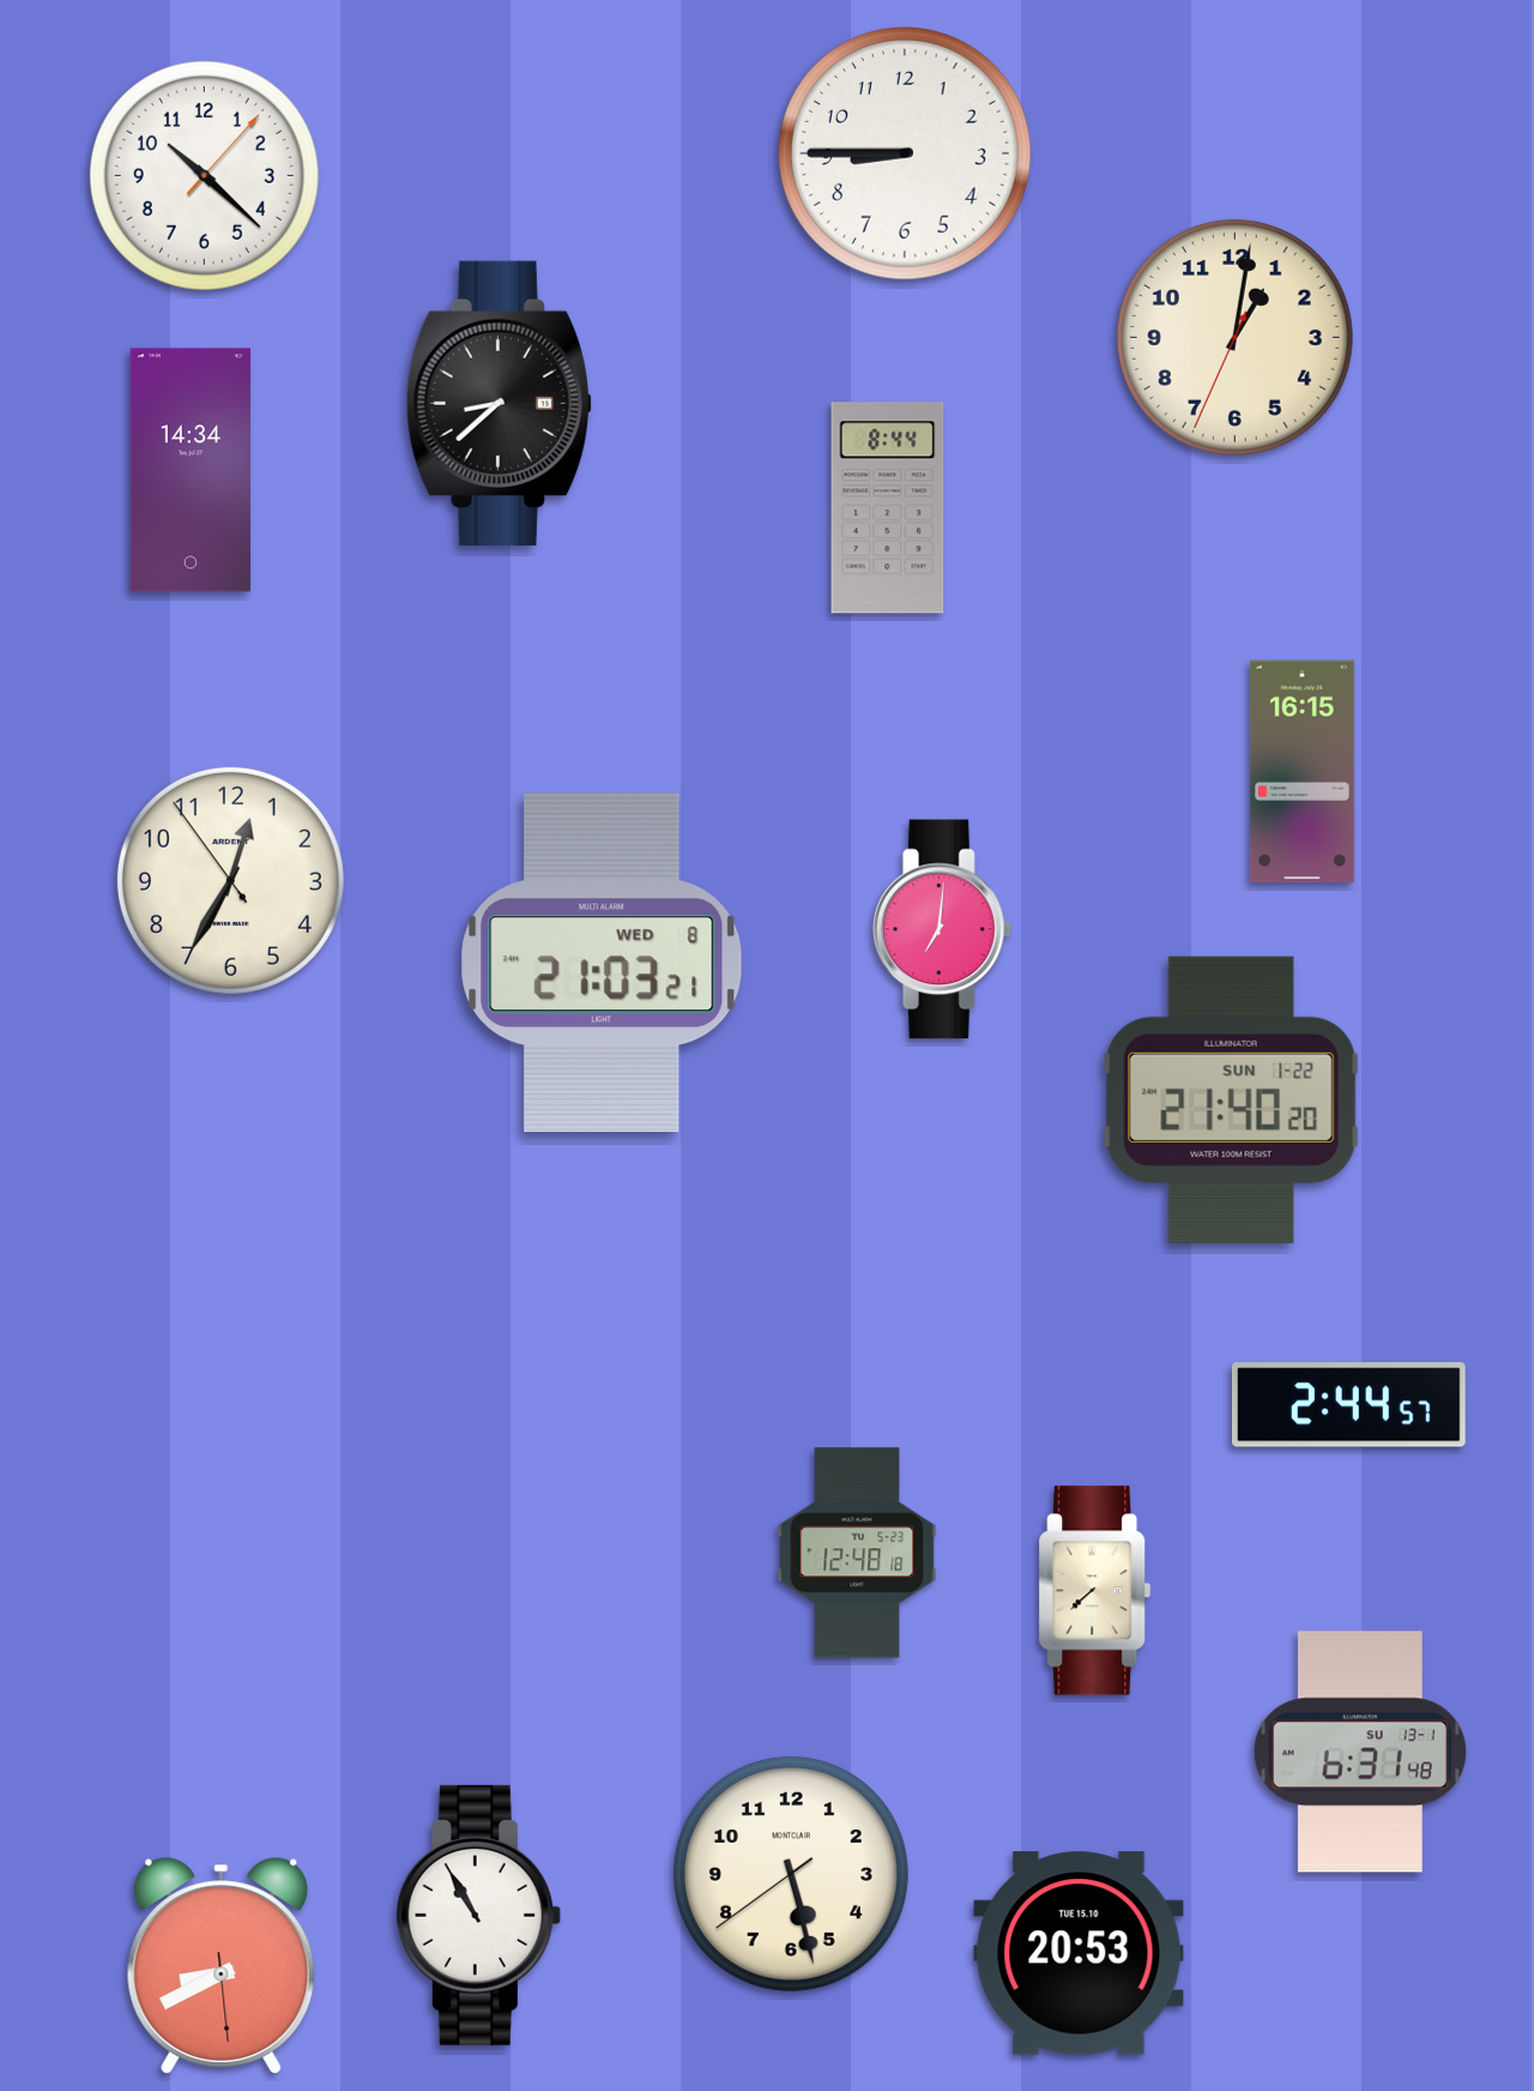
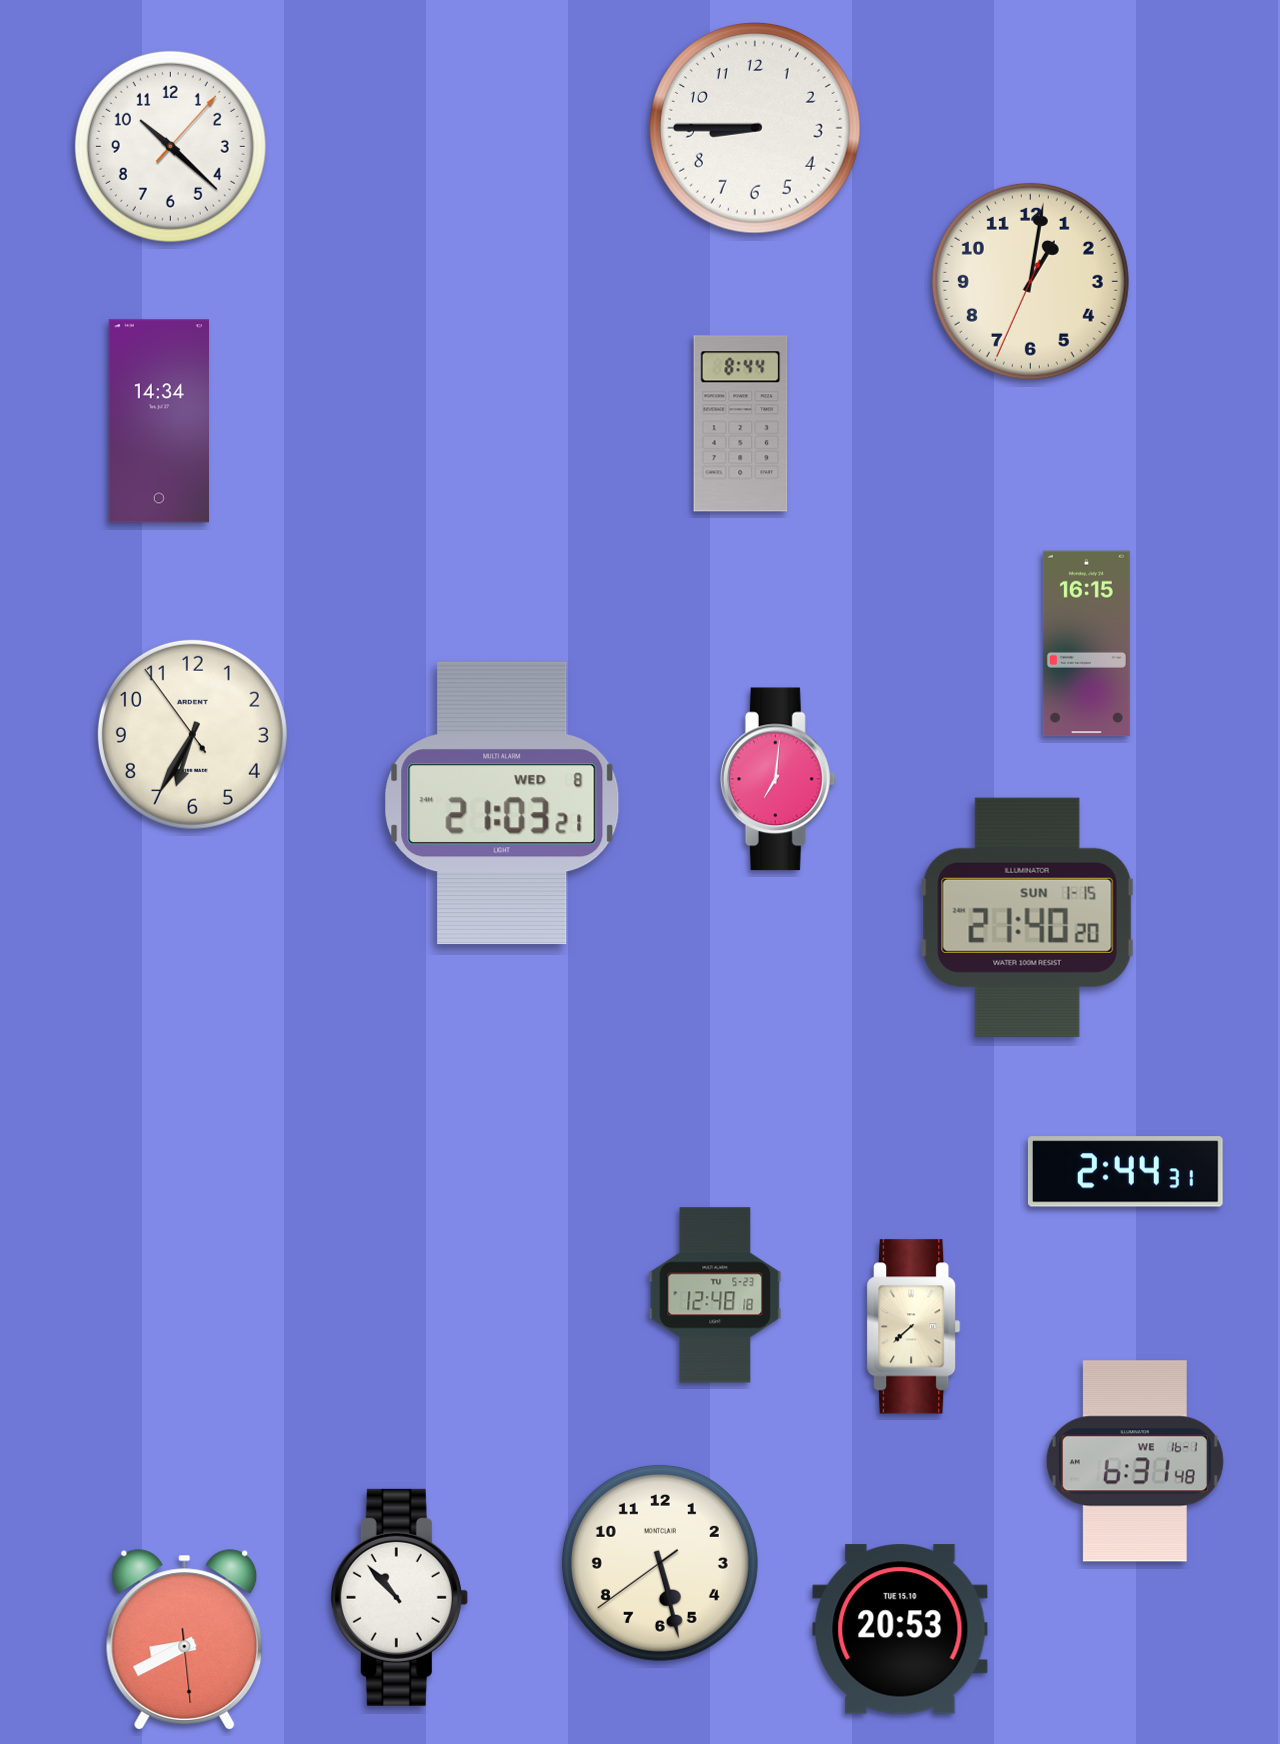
clock at (499, 403): 8:38 -> none
clock at (189, 470) position: (189, 470) -> (158, 421)
clock at (230, 880): 12:34 -> 6:34
clock at (942, 929) position: (942, 929) -> (778, 779)
clock at (1231, 1099) date: SUN 1-22 -> SUN 1-15
clock at (1348, 1405): 2:44:57 -> 2:44:31
clock at (1360, 1752) date: SU 13-1 -> WE 16-1
clock at (478, 1915): 10:55 -> 10:53
